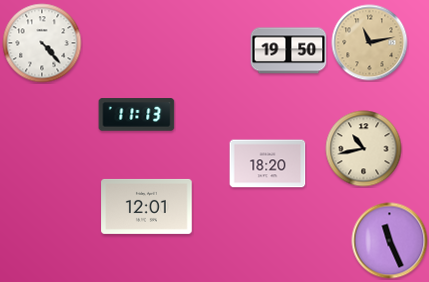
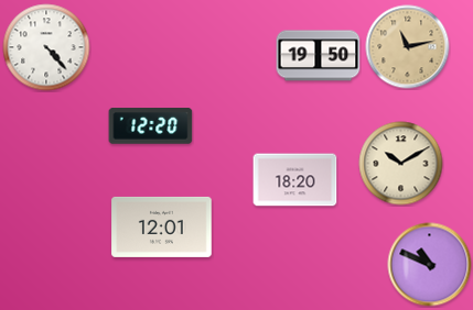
clock at (137, 115): 11:13 -> 12:20
clock at (364, 149): 10:43 -> 10:10
clock at (390, 241): 11:26 -> 10:49
